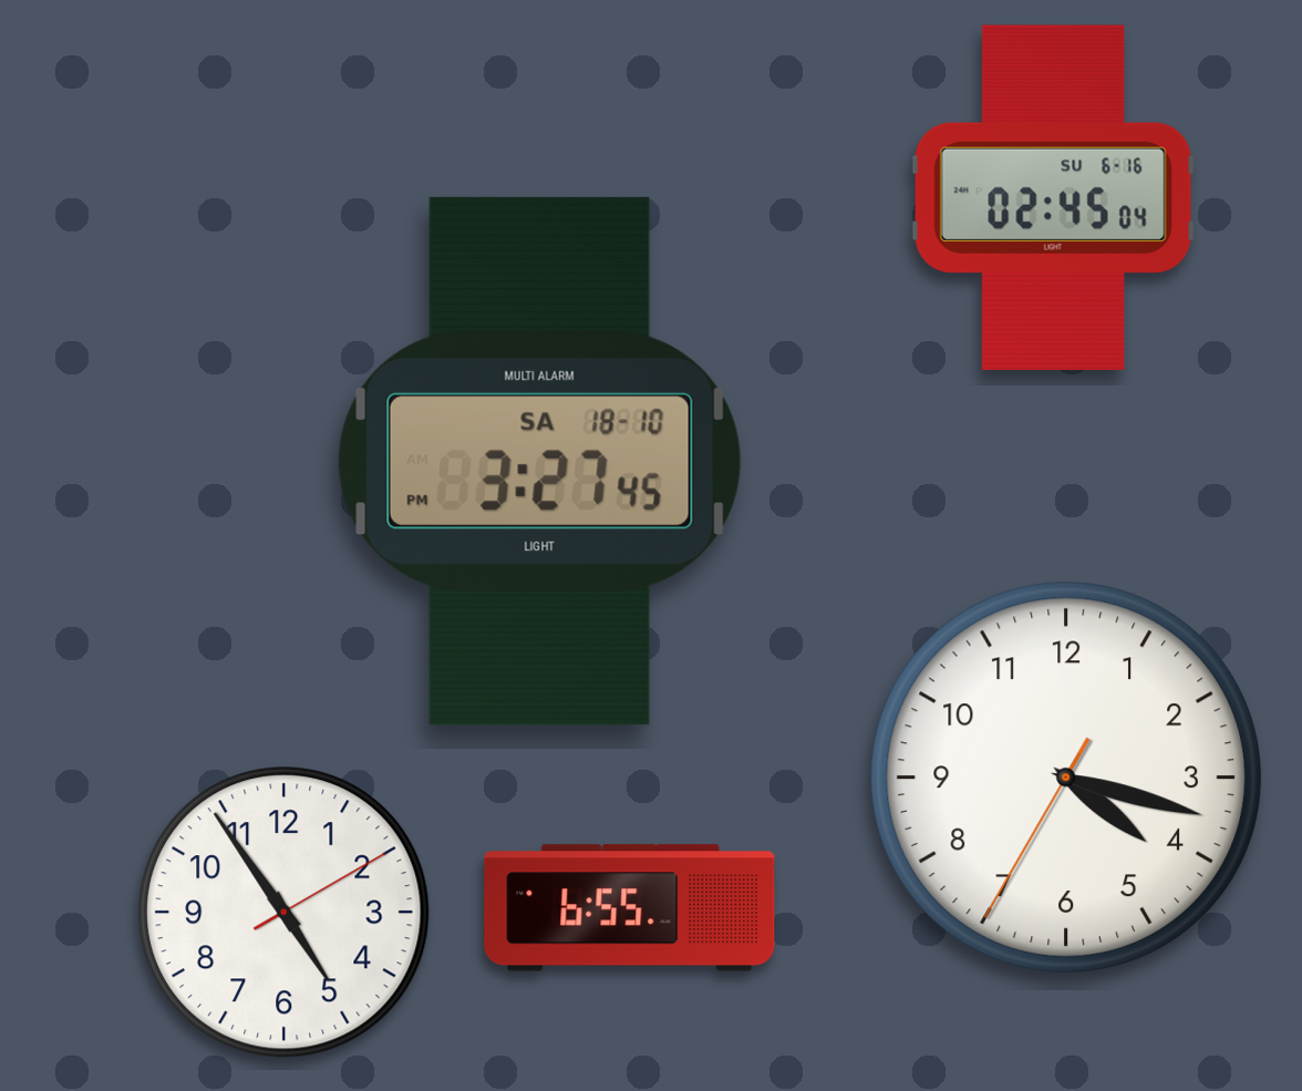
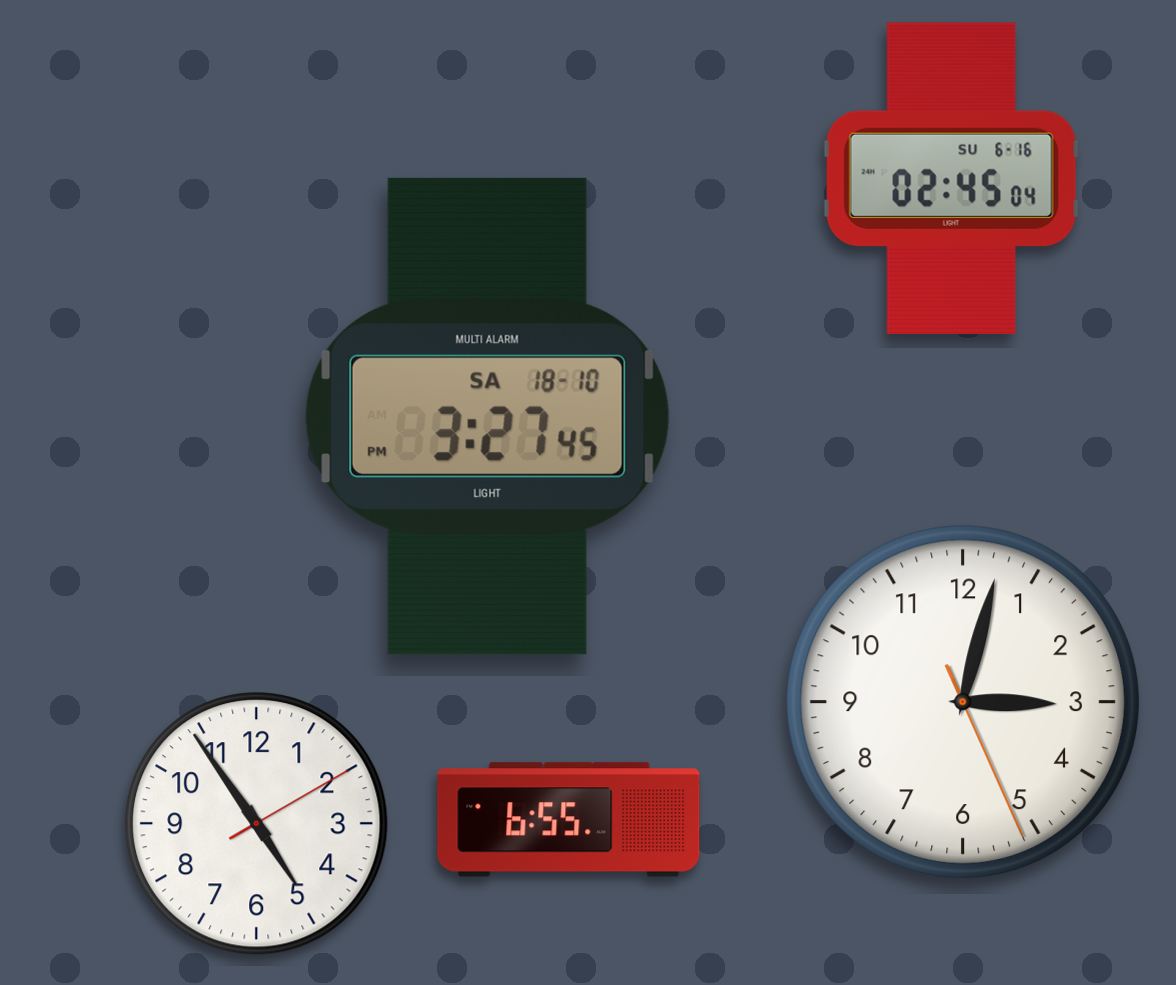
clock at (1066, 778): 4:17 -> 3:02
